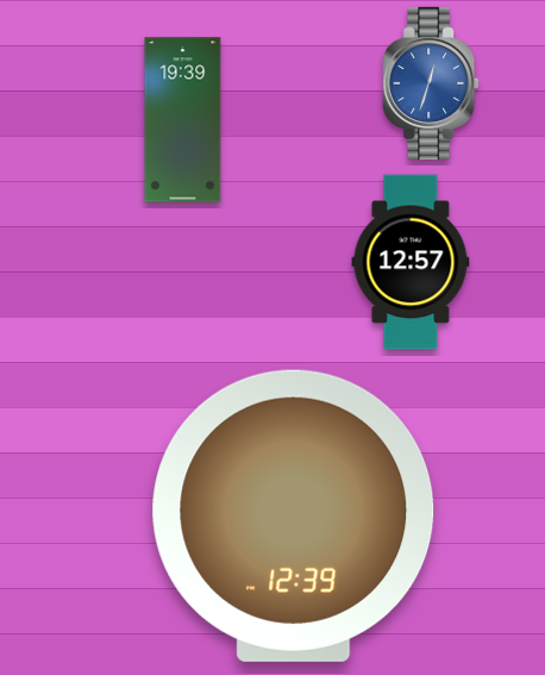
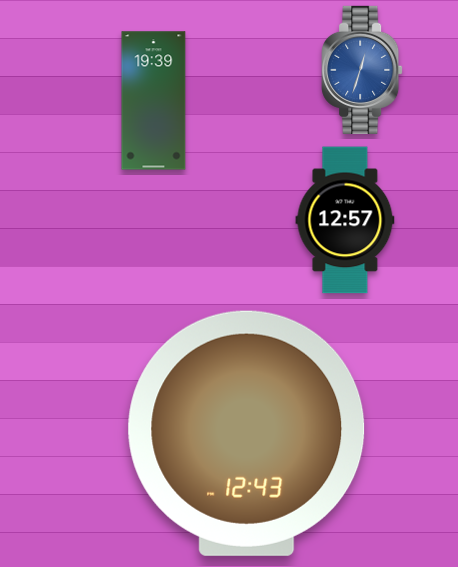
clock at (294, 515): 12:39 -> 12:43
